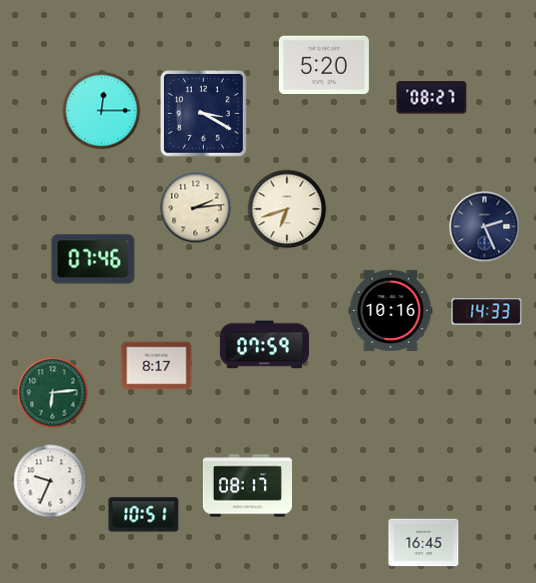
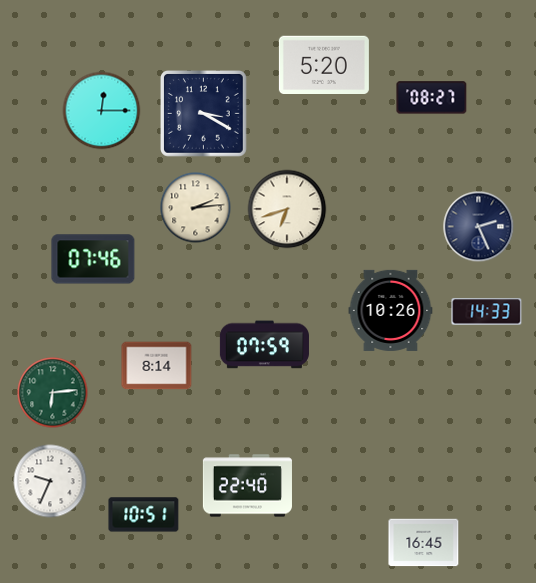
clock at (485, 227) position: (485, 227) -> (479, 227)
clock at (391, 310): 10:16 -> 10:26
clock at (157, 366): 8:17 -> 8:14
clock at (247, 486): 08:17 -> 22:40
